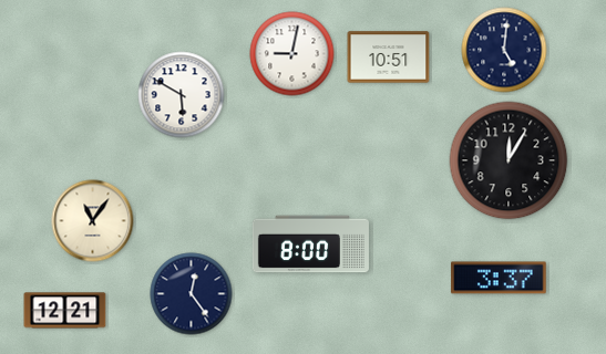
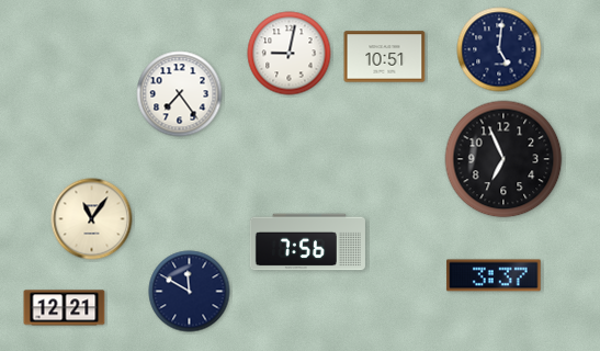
clock at (182, 95): 5:50 -> 7:24
clock at (509, 160): 12:05 -> 6:56
clock at (310, 244): 8:00 -> 7:56
clock at (192, 294): 12:24 -> 11:50
